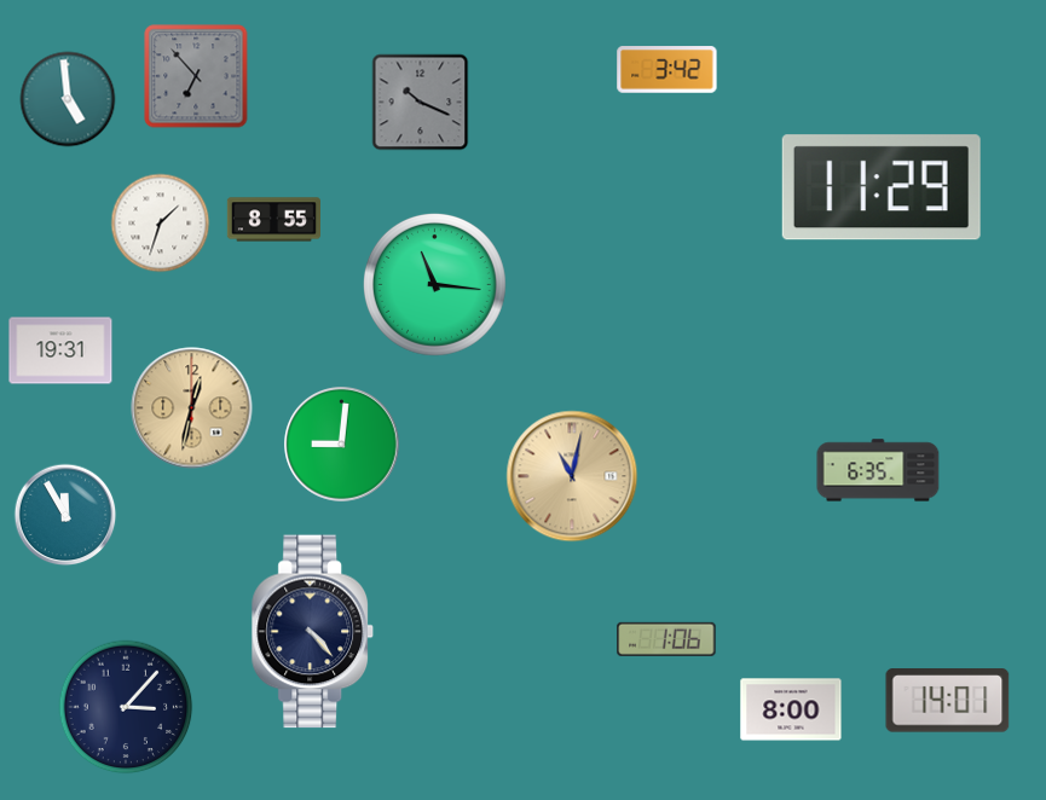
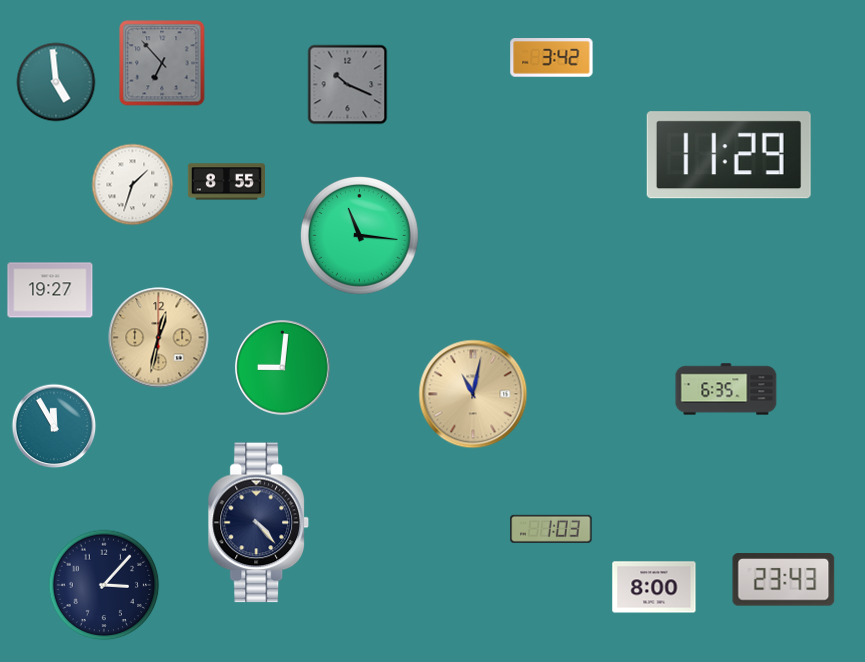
clock at (60, 350): 19:31 -> 19:27
clock at (666, 639): 1:06 -> 1:03
clock at (948, 701): 14:01 -> 23:43
